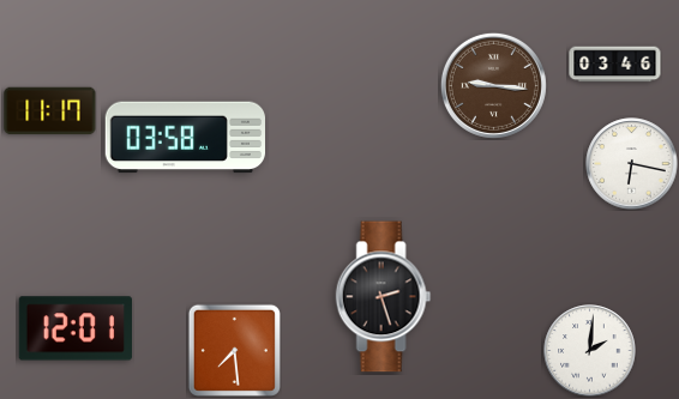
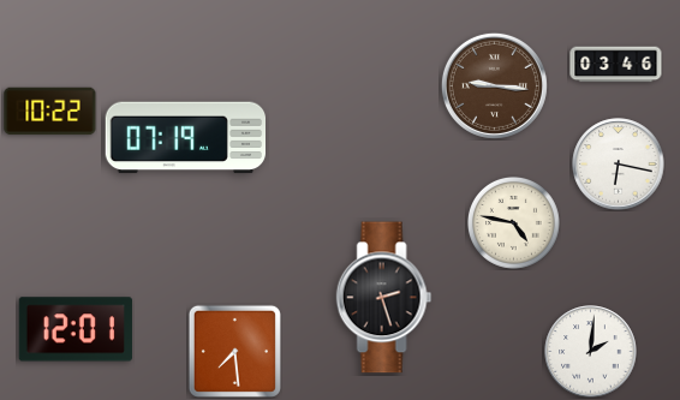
clock at (50, 111): 11:17 -> 10:22
clock at (185, 138): 03:58 -> 07:19
clock at (632, 164) position: (632, 164) -> (619, 165)
clock at (513, 222): none -> 4:47
